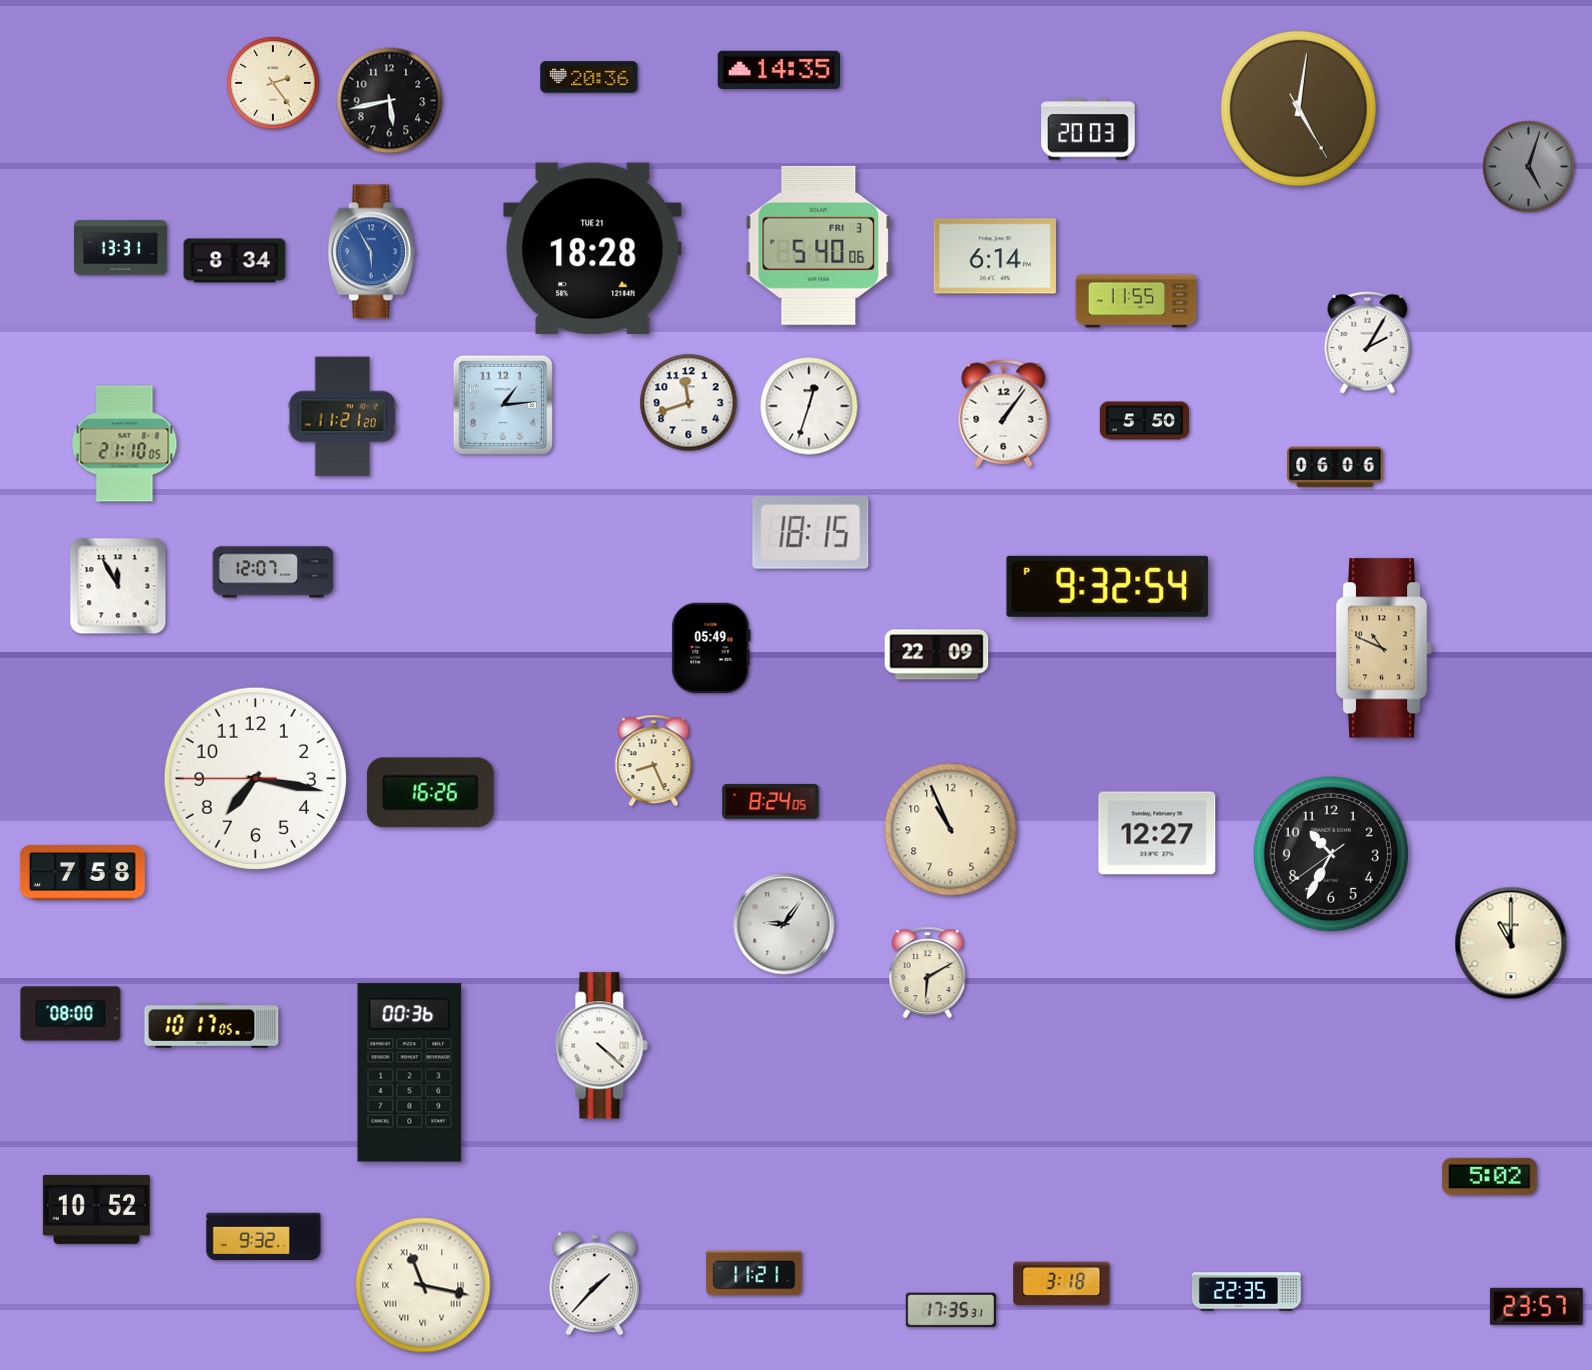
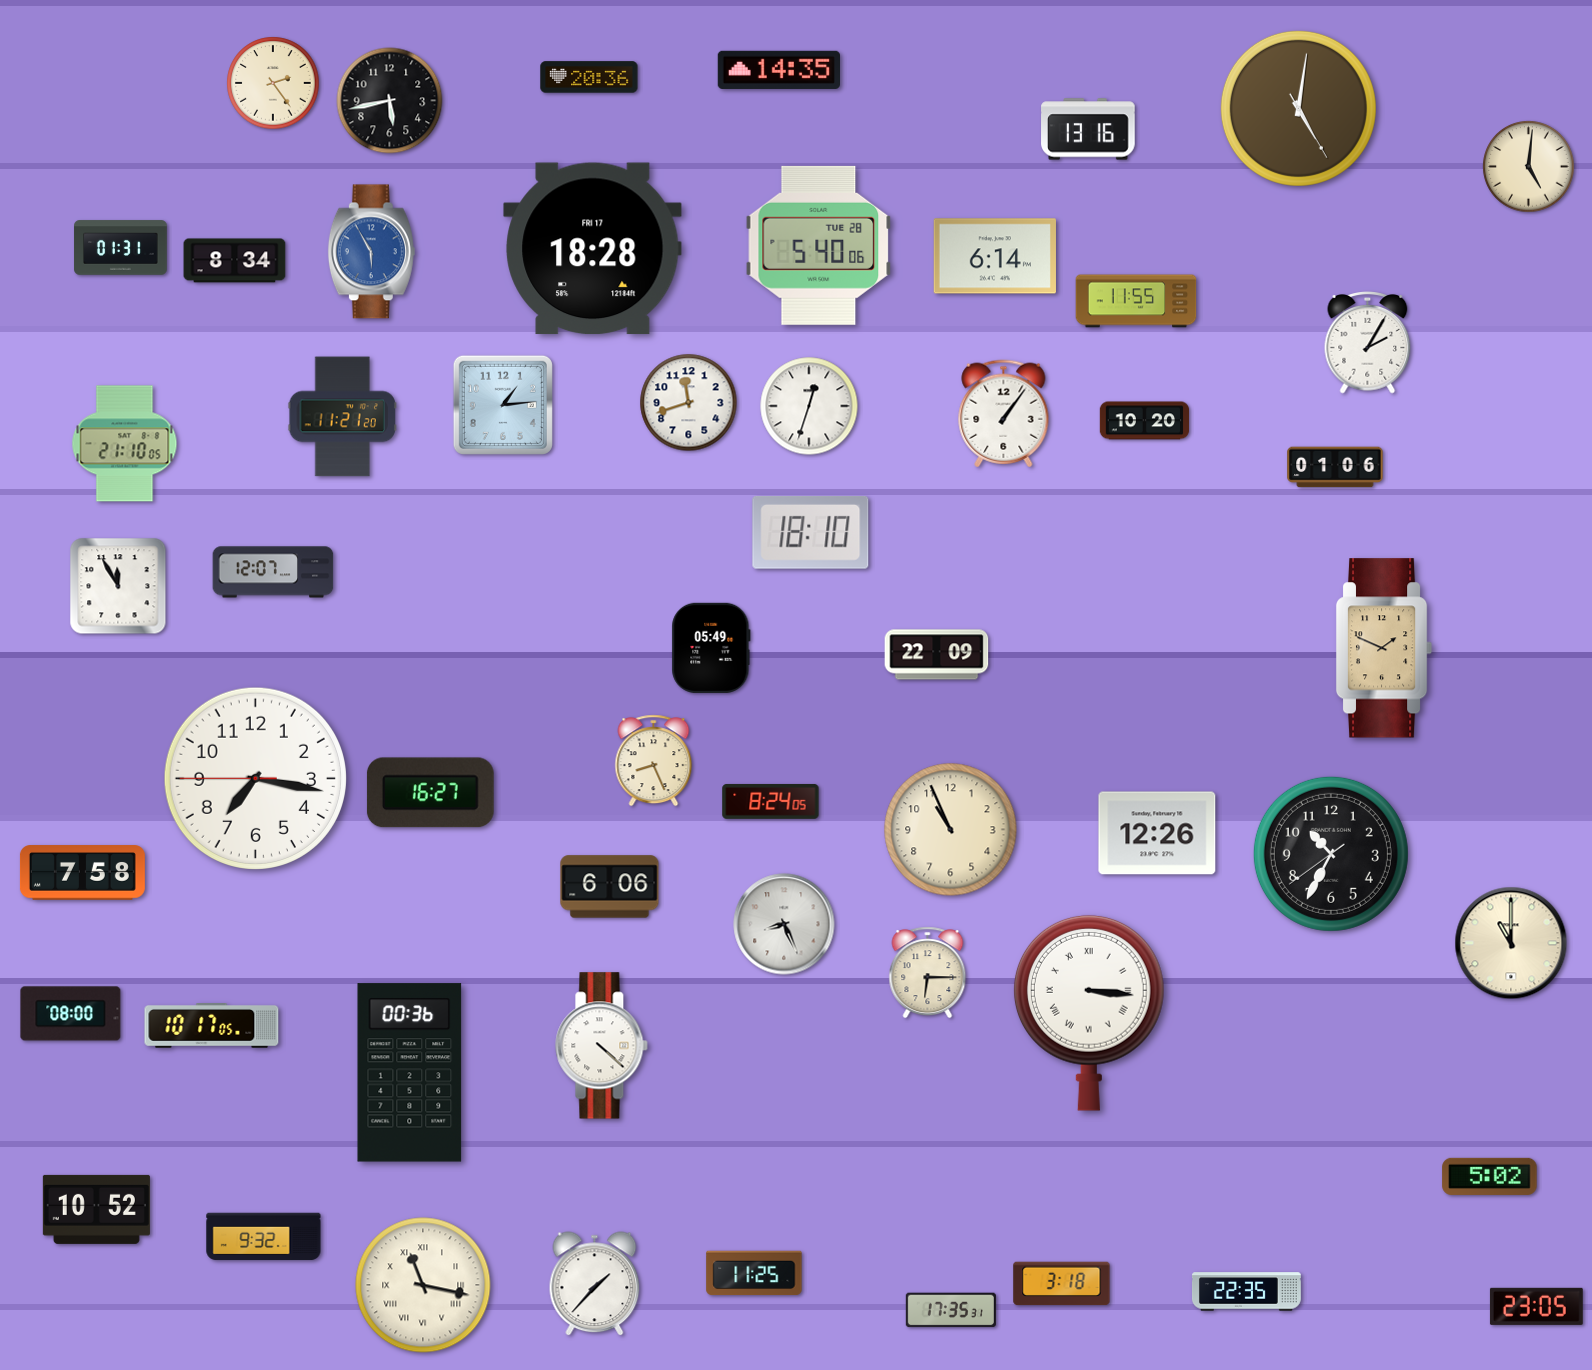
clock at (1088, 129): 20:03 -> 13:16
clock at (1529, 167): 5:03 -> 5:01
clock at (1529, 167) dial: grey -> cream
clock at (819, 245) date: FRI 3 -> TUE 28
clock at (121, 248): 13:31 -> 01:31
clock at (593, 249) date: TUE 21 -> FRI 17
clock at (1145, 421): 5:50 -> 10:20
clock at (1335, 467): 06:06 -> 01:06
clock at (811, 532): 18:15 -> 18:10
clock at (1108, 586): 9:32 -> none
clock at (1384, 648): 10:49 -> 1:49
clock at (430, 793): 16:26 -> 16:27
clock at (1157, 833): 12:27 -> 12:26
clock at (610, 887): none -> 6:06
clock at (784, 924): 9:06 -> 8:26
clock at (928, 973): 6:10 -> 6:15
clock at (1089, 1013): none -> 3:16
clock at (754, 1273): 11:21 -> 11:25
clock at (1536, 1306): 23:57 -> 23:05
